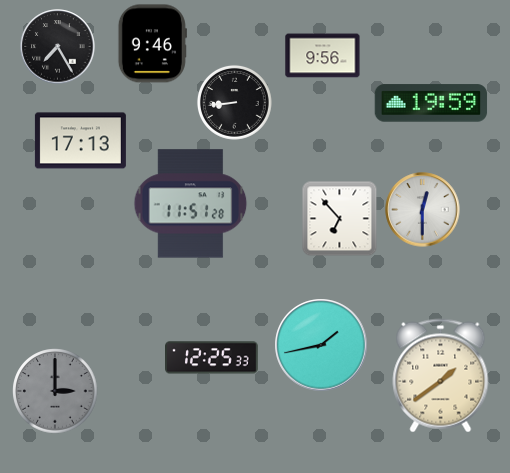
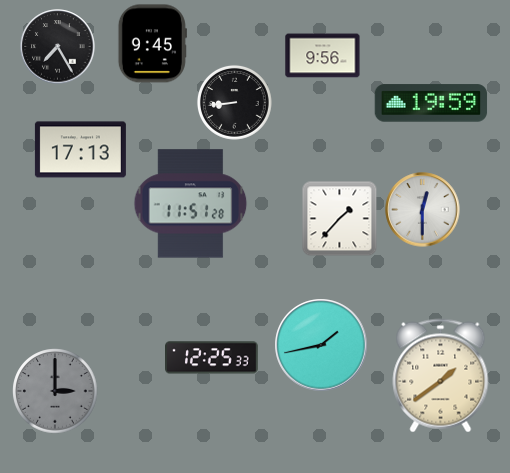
clock at (152, 44): 9:46 -> 9:45
clock at (80, 141) position: (80, 141) -> (80, 150)
clock at (340, 219): 6:53 -> 1:37
